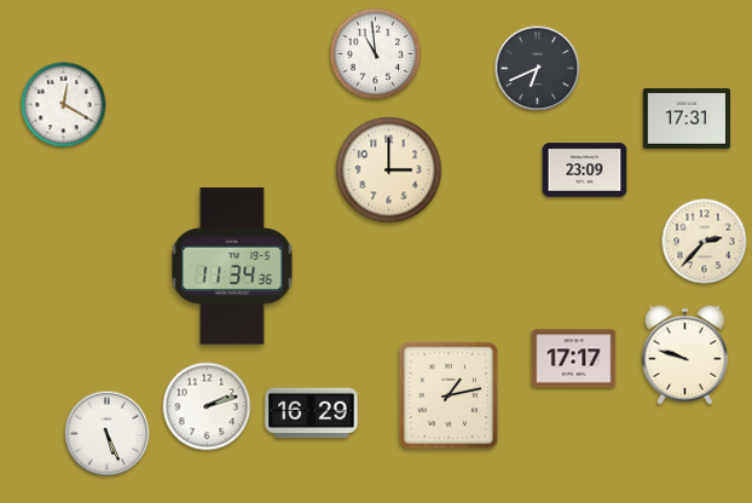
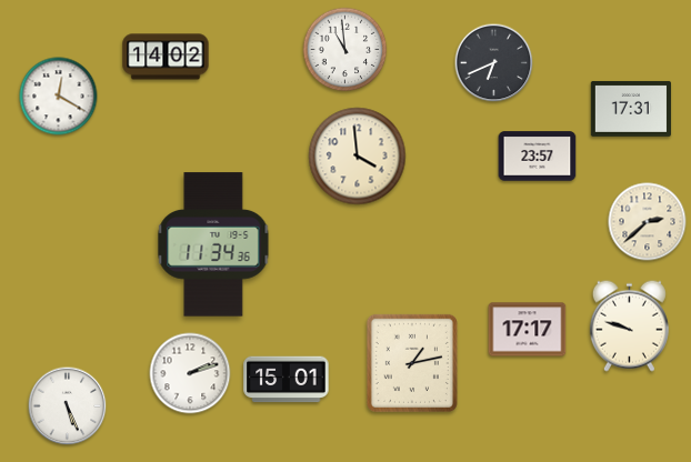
clock at (166, 57): none -> 14:02
clock at (389, 170): 3:00 -> 3:59
clock at (585, 170): 23:09 -> 23:57
clock at (705, 242): 2:37 -> 2:38
clock at (312, 414): 16:29 -> 15:01
clock at (108, 434) position: (108, 434) -> (68, 406)
